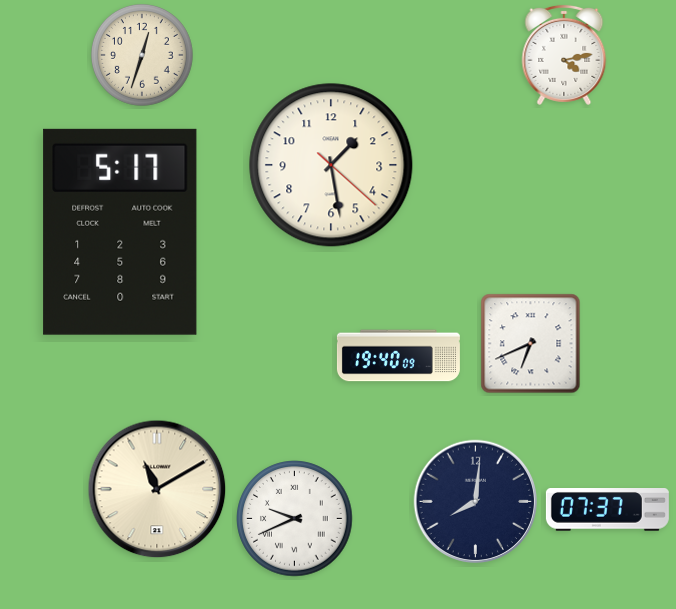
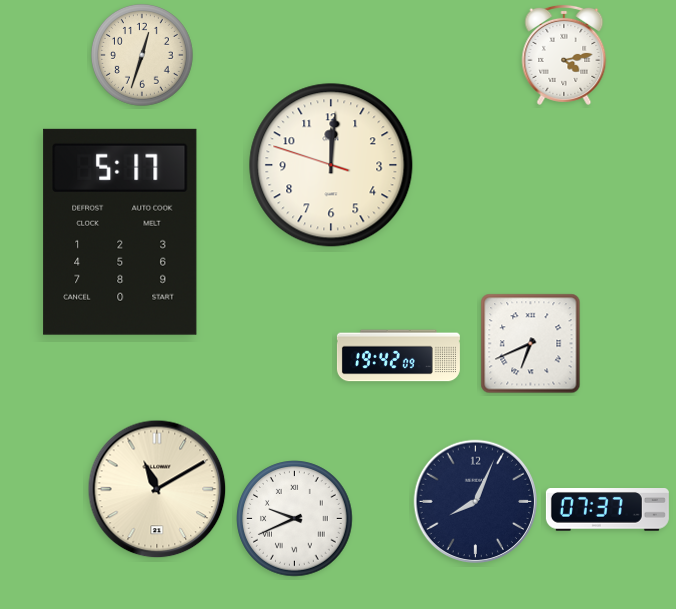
clock at (331, 165): 1:28 -> 12:00
clock at (398, 356): 19:40 -> 19:42
clock at (476, 502): 8:01 -> 8:04
